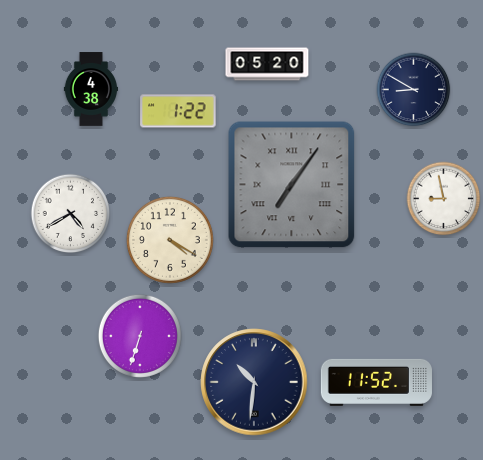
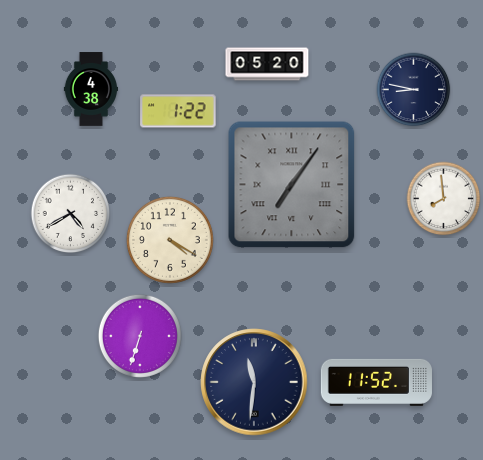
clock at (414, 90): 8:50 -> 8:47
clock at (444, 199): 8:58 -> 7:59
clock at (254, 382): 10:31 -> 11:31
